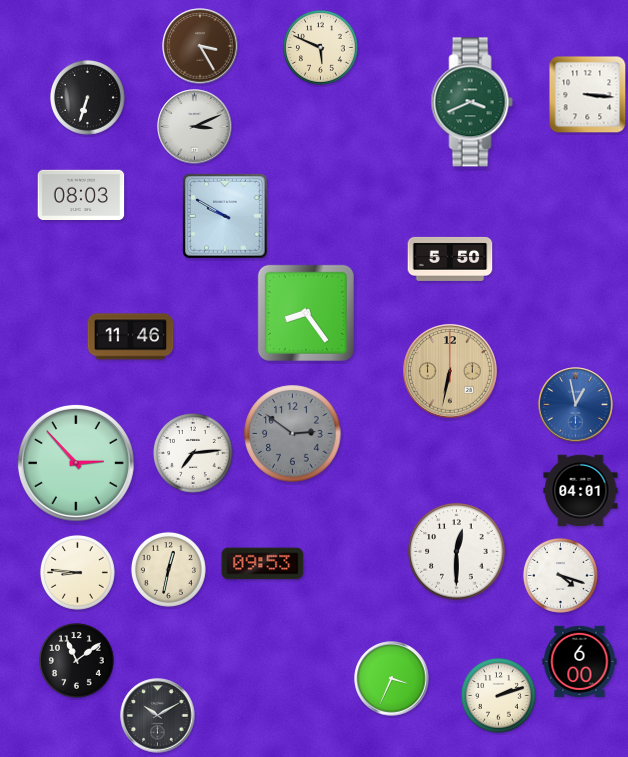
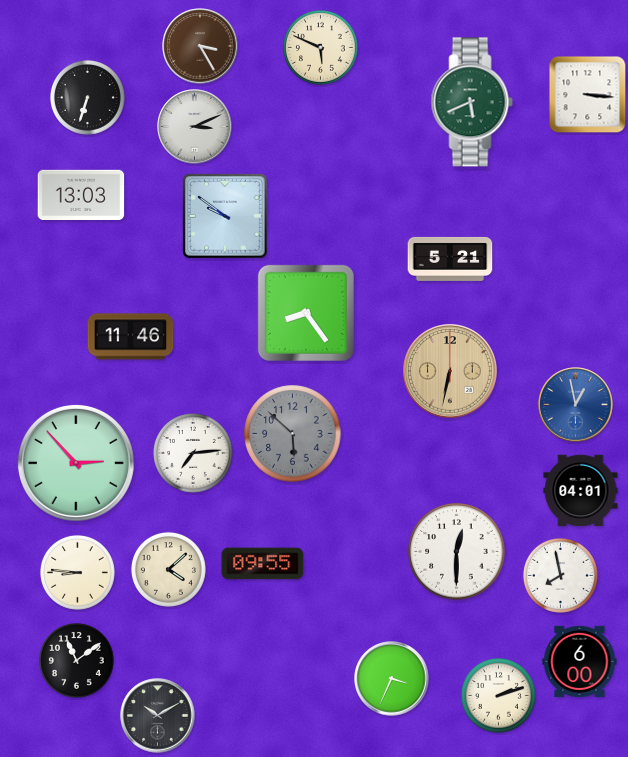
clock at (472, 102): 3:41 -> 5:41
clock at (81, 195): 08:03 -> 13:03
clock at (226, 217): 9:50 -> 9:51
clock at (450, 259): 5:50 -> 5:21
clock at (293, 434): 2:51 -> 5:52
clock at (263, 564): 09:53 -> 09:55
clock at (168, 569): 12:32 -> 4:08
clock at (560, 575): 4:18 -> 7:58
